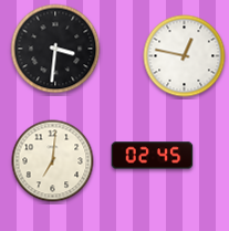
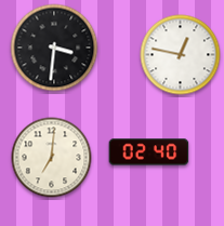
clock at (153, 156): 02:45 -> 02:40
